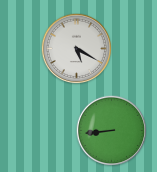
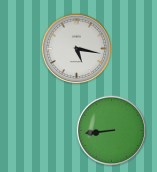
clock at (77, 49): 5:20 -> 5:17
